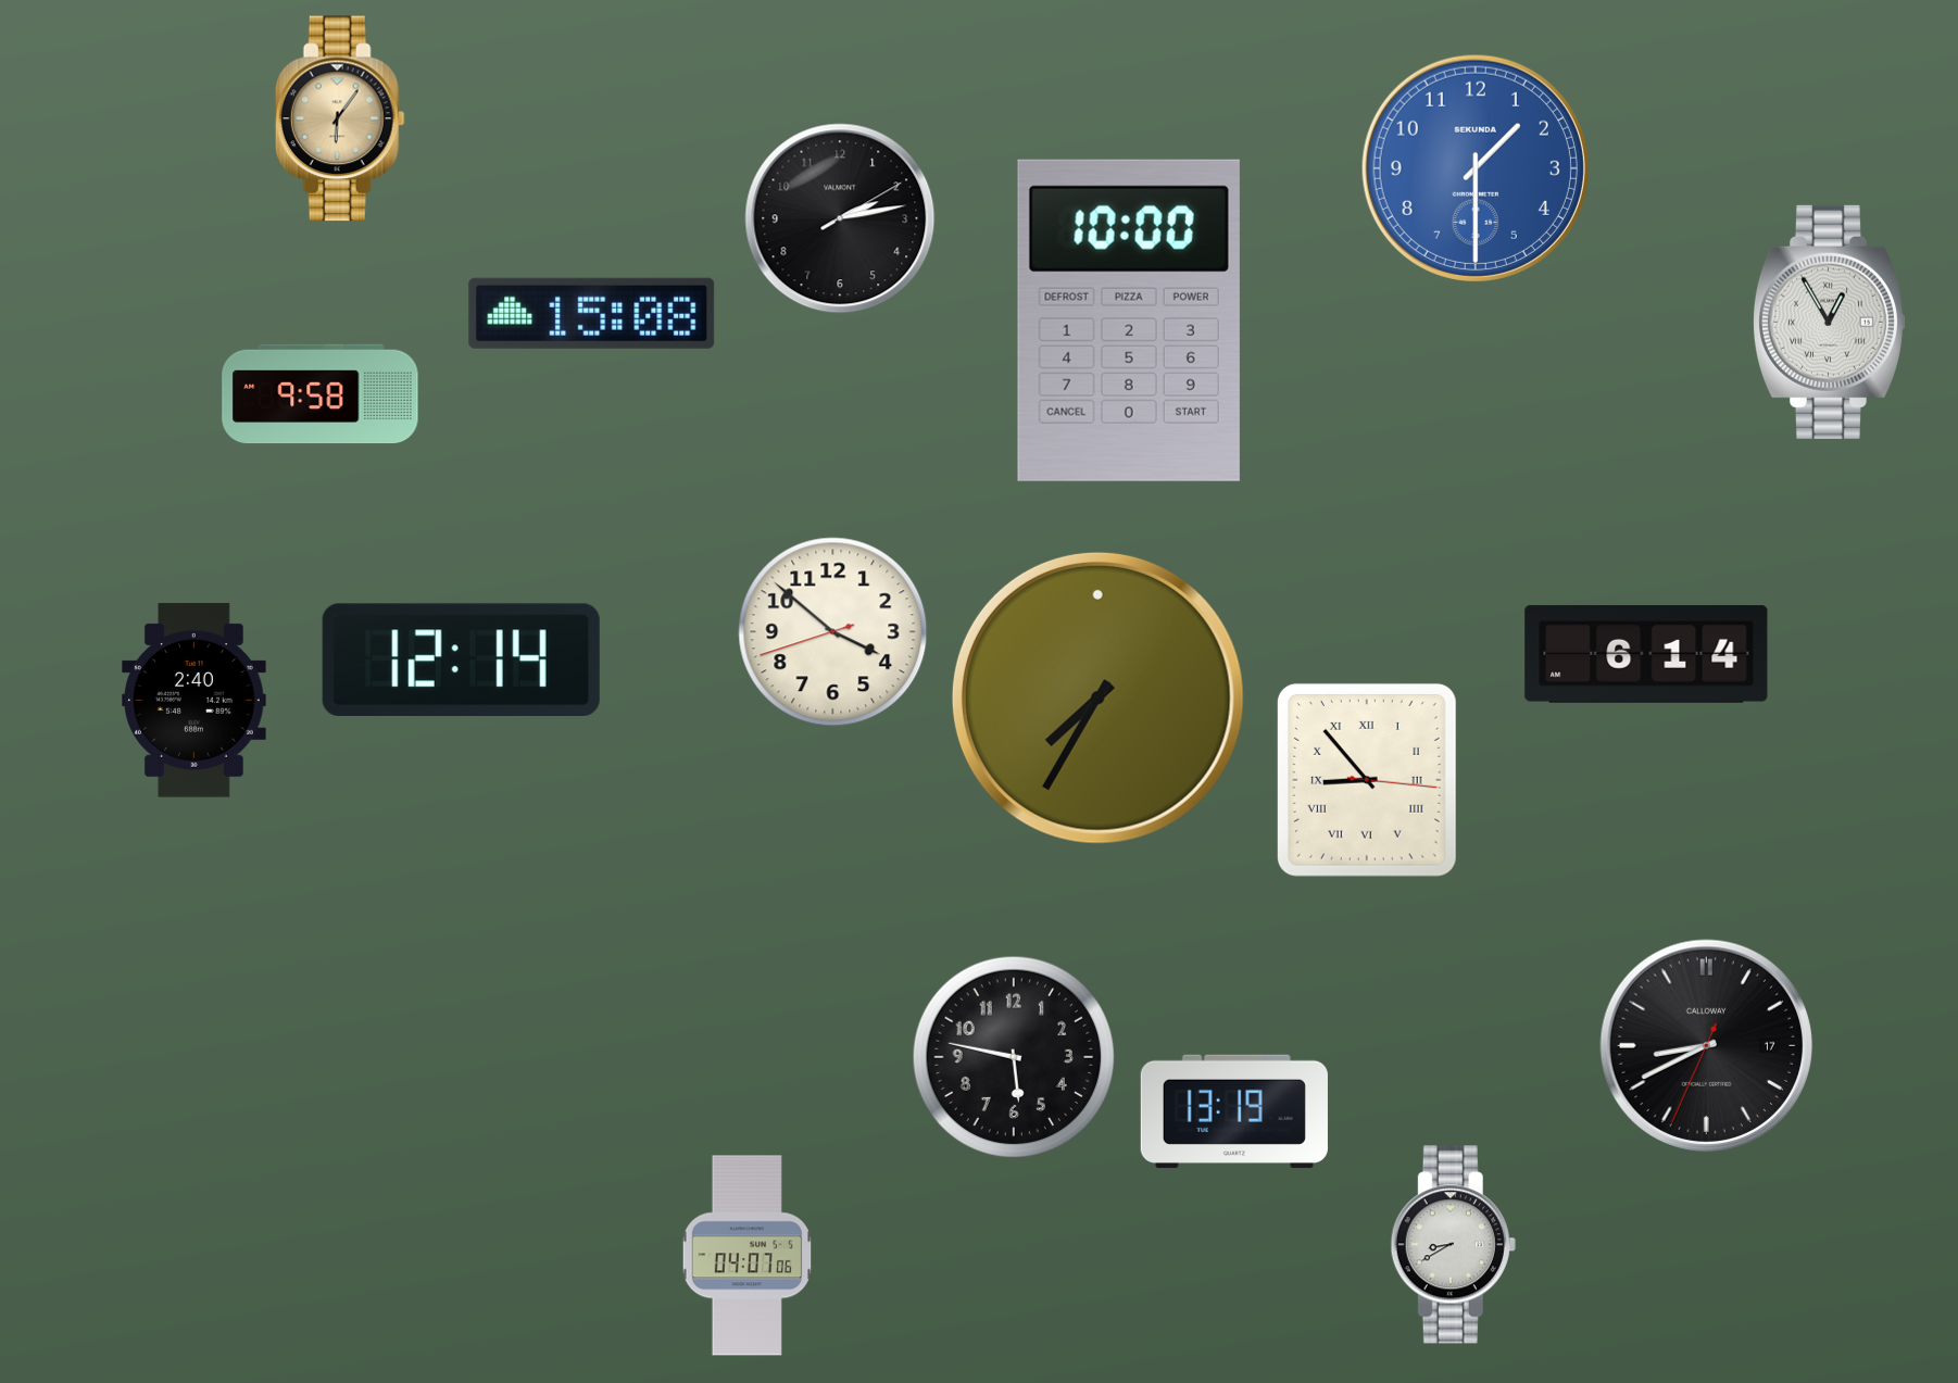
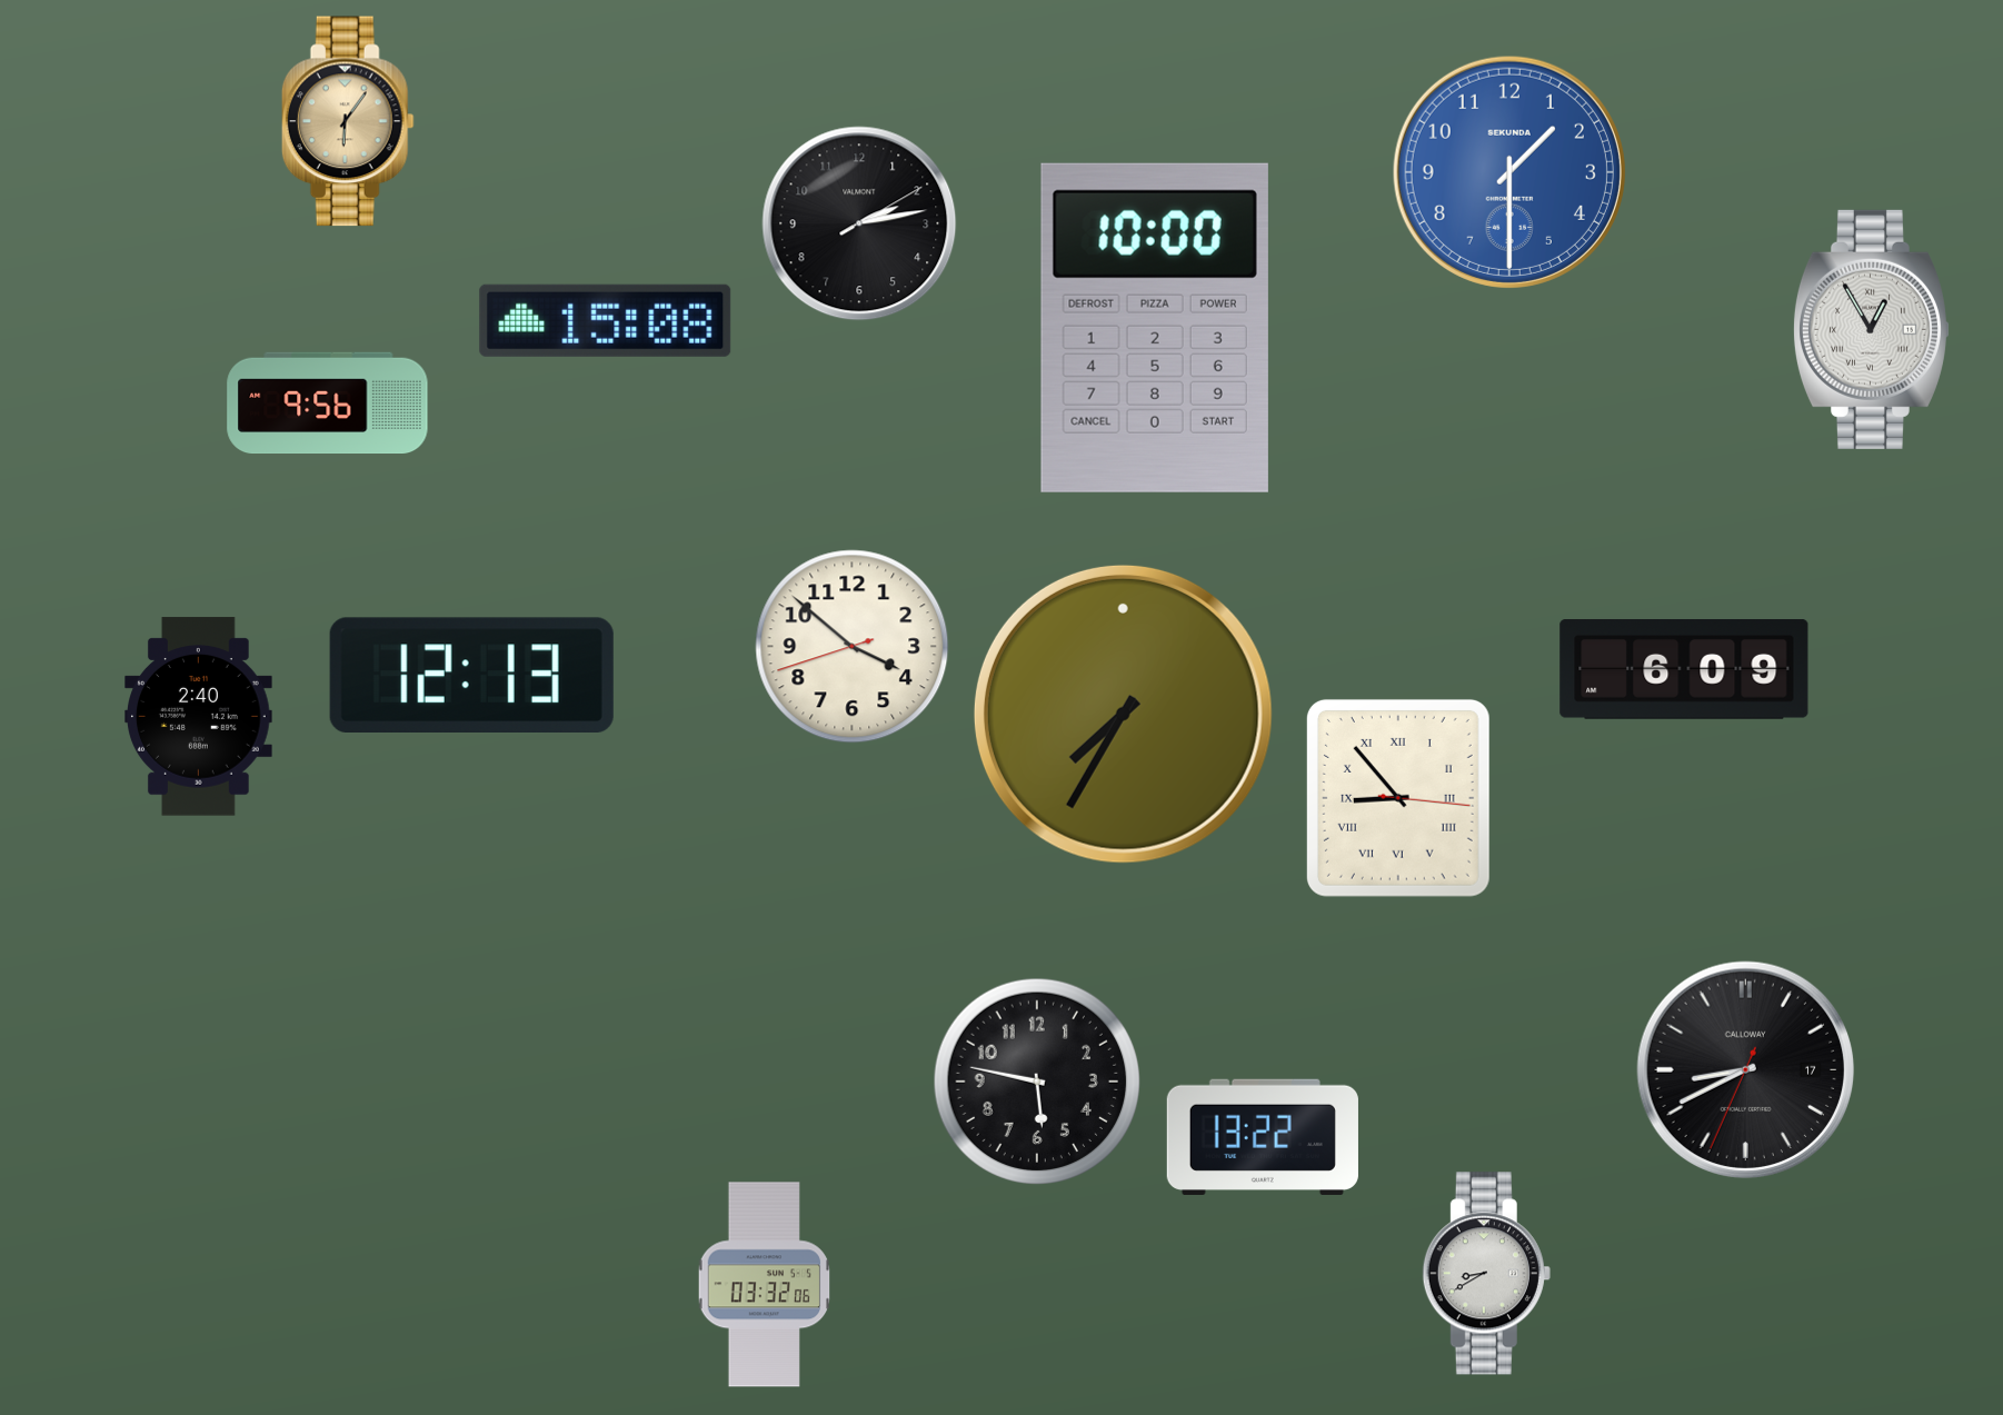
clock at (321, 394): 9:58 -> 9:56
clock at (1646, 654): 6:14 -> 6:09
clock at (461, 659): 12:14 -> 12:13
clock at (1234, 1111): 13:19 -> 13:22
clock at (748, 1256): 04:07 -> 03:32
